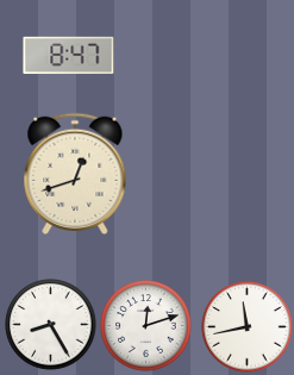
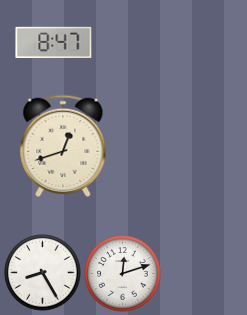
clock at (69, 55) position: (69, 55) -> (54, 42)
clock at (248, 327): 11:43 -> none
